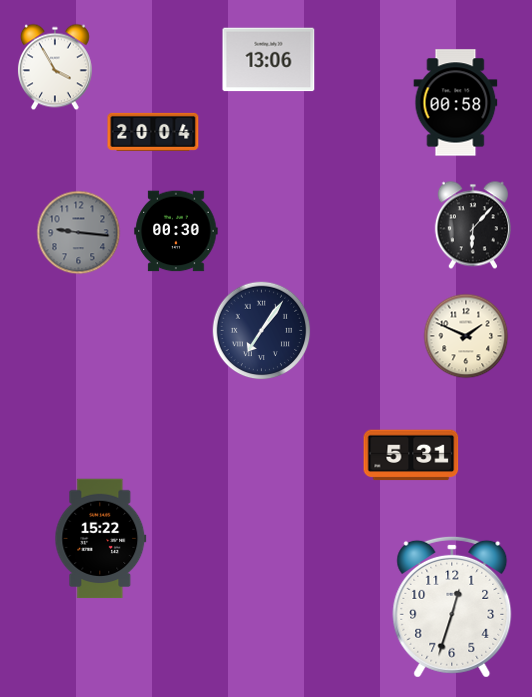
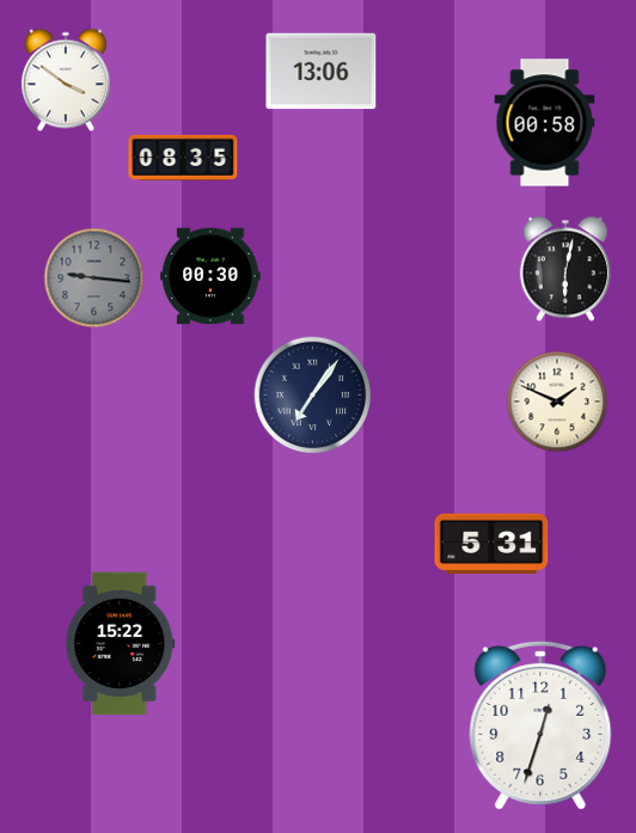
clock at (55, 67): 3:55 -> 3:51
clock at (153, 132): 20:04 -> 08:35
clock at (473, 225): 6:07 -> 6:02
